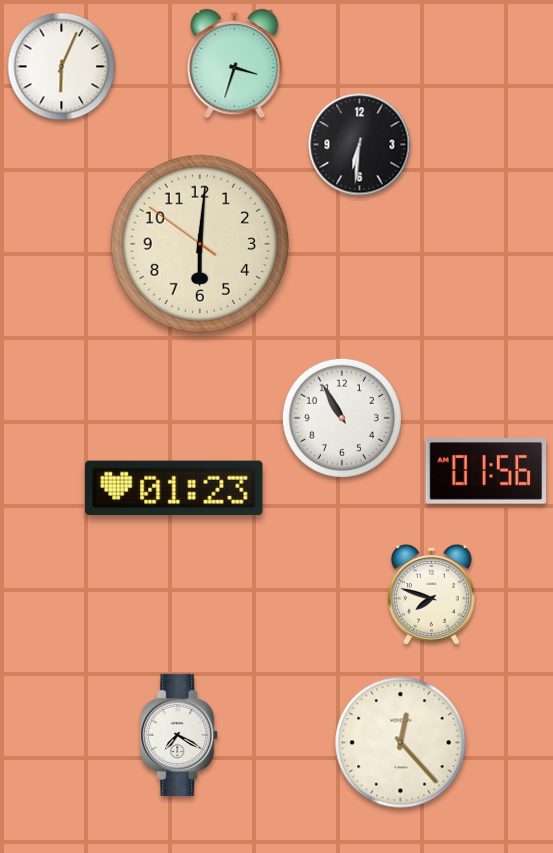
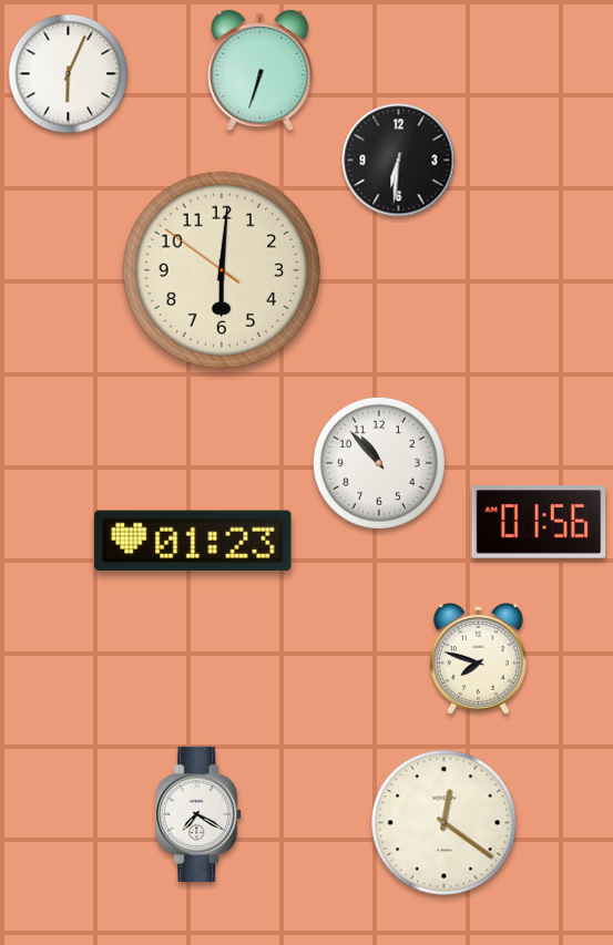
clock at (235, 64): 3:33 -> 6:33
clock at (342, 418): 10:55 -> 10:53
clock at (401, 743): 12:23 -> 12:21
